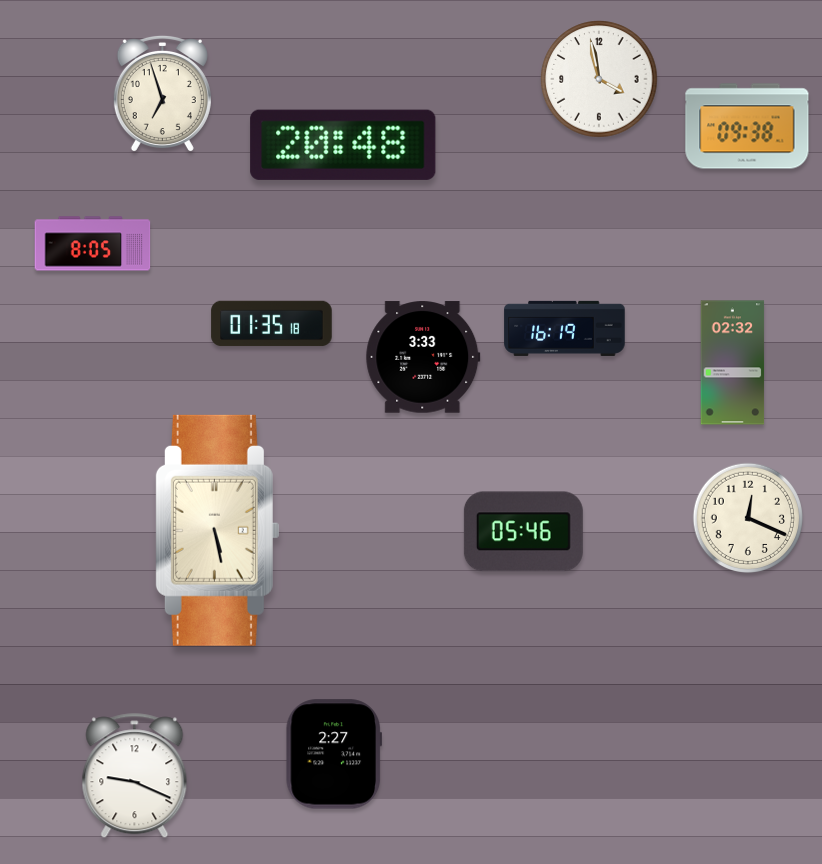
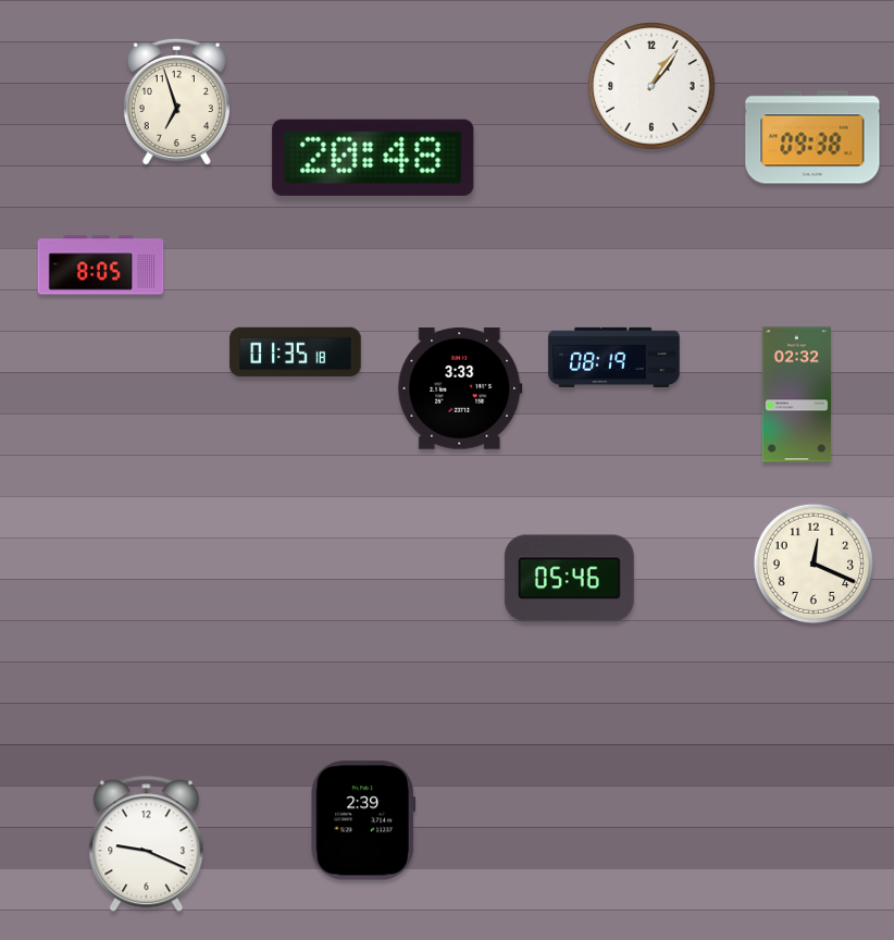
clock at (599, 79): 3:58 -> 1:06
clock at (565, 328): 16:19 -> 08:19
clock at (217, 530): 5:28 -> none
clock at (333, 754): 2:27 -> 2:39
